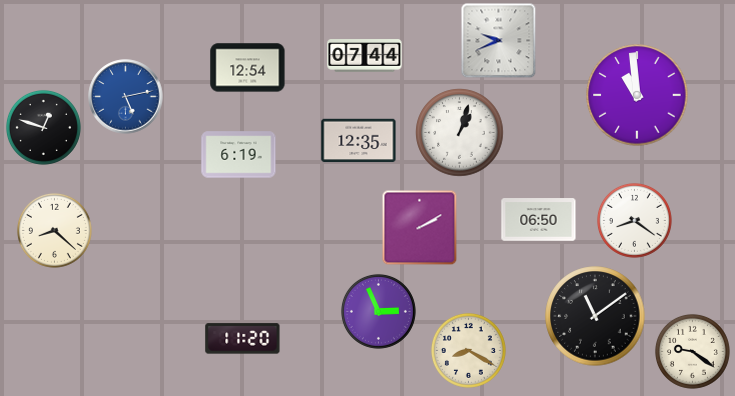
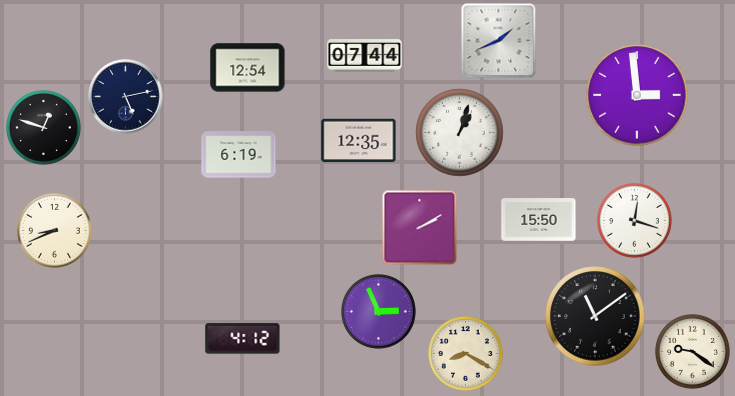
clock at (499, 41): 9:41 -> 1:41
clock at (637, 95): 10:59 -> 2:59
clock at (126, 97) dial: blue -> navy
clock at (539, 220): 06:50 -> 15:50
clock at (634, 220): 8:21 -> 12:18
clock at (54, 230): 8:22 -> 8:41
clock at (243, 339): 11:20 -> 4:12
clock at (468, 350) position: (468, 350) -> (465, 353)
